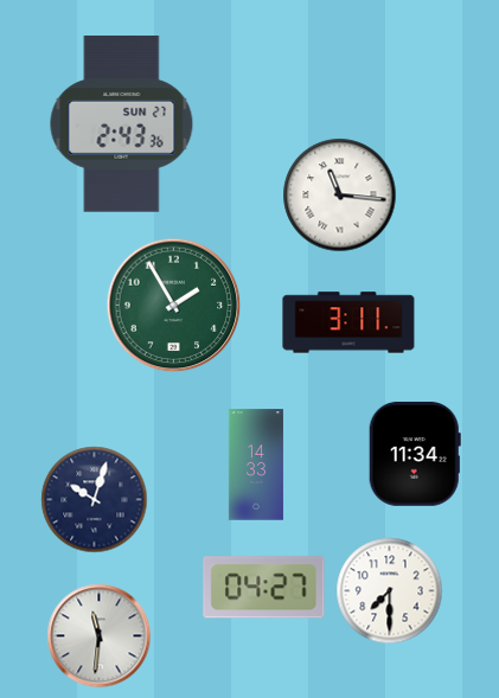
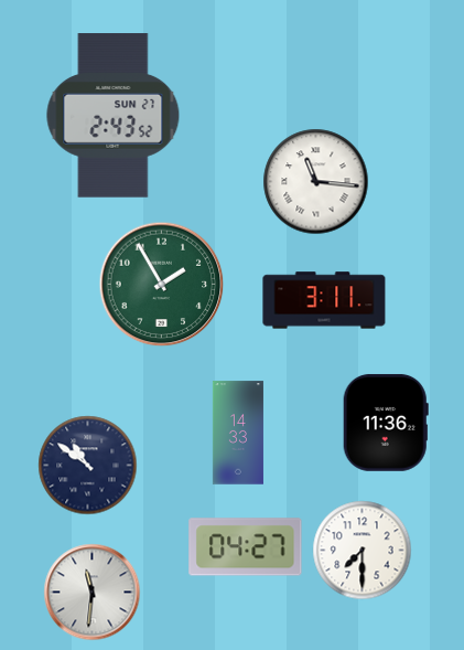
clock at (122, 124): 2:43:36 -> 2:43:52
clock at (415, 454): 11:34 -> 11:36
clock at (94, 499): 10:03 -> 10:51
